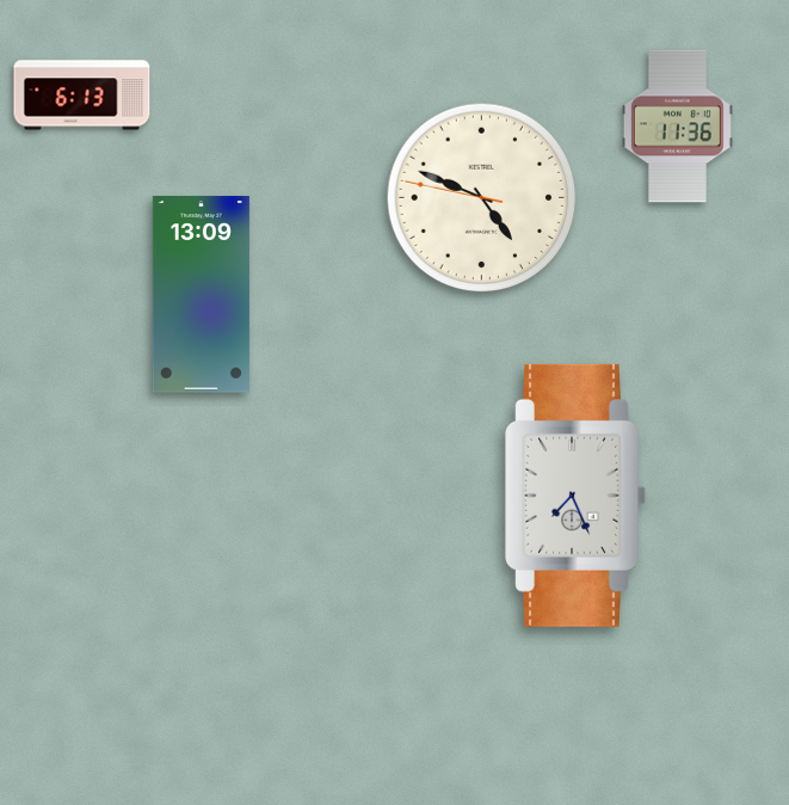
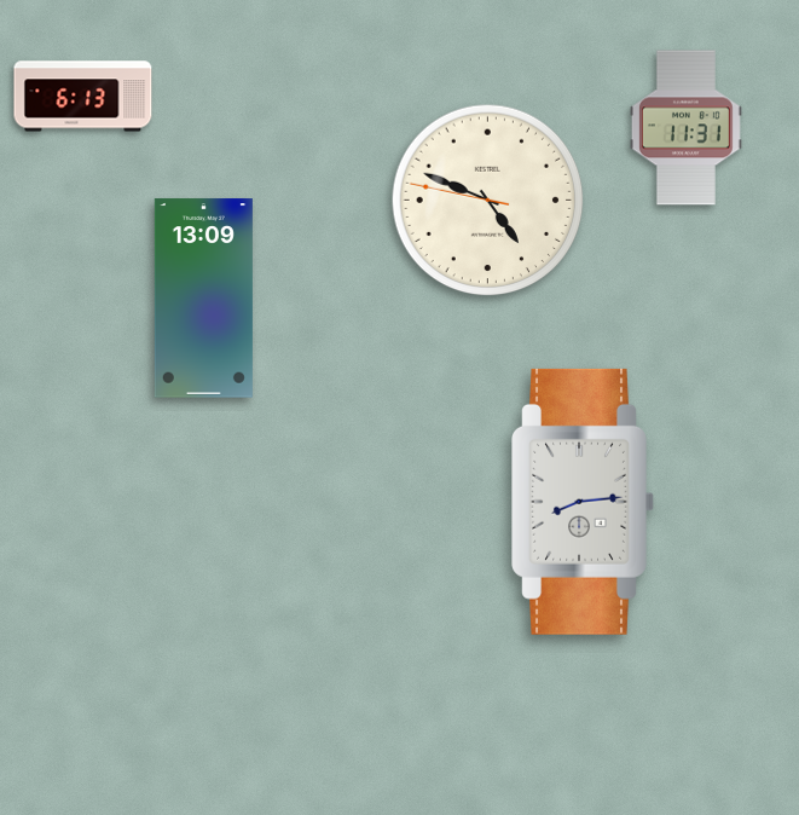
clock at (677, 127): 11:36 -> 11:31
clock at (575, 496): 7:26 -> 8:14
